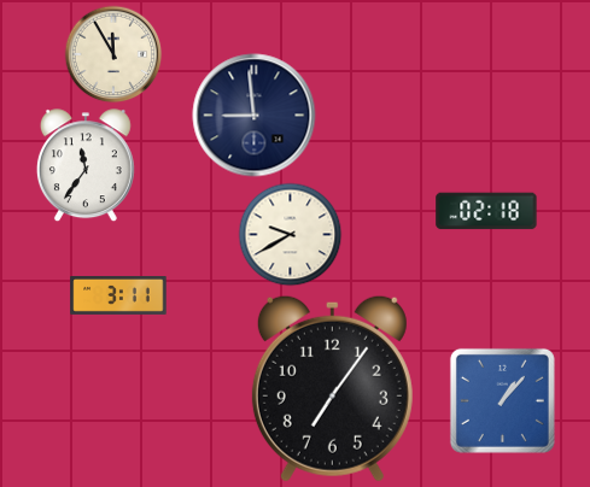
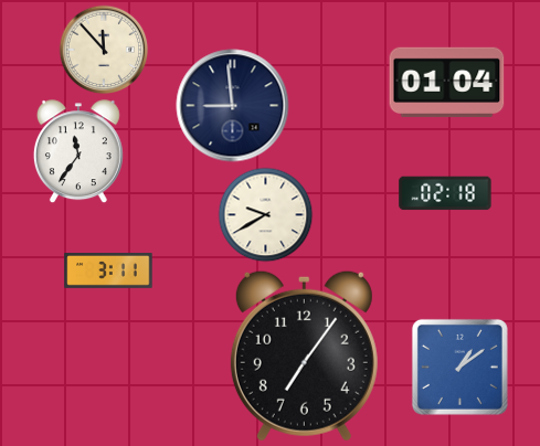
clock at (113, 54): 11:55 -> 11:53
clock at (447, 83): none -> 01:04
clock at (502, 400): 1:07 -> 1:09
